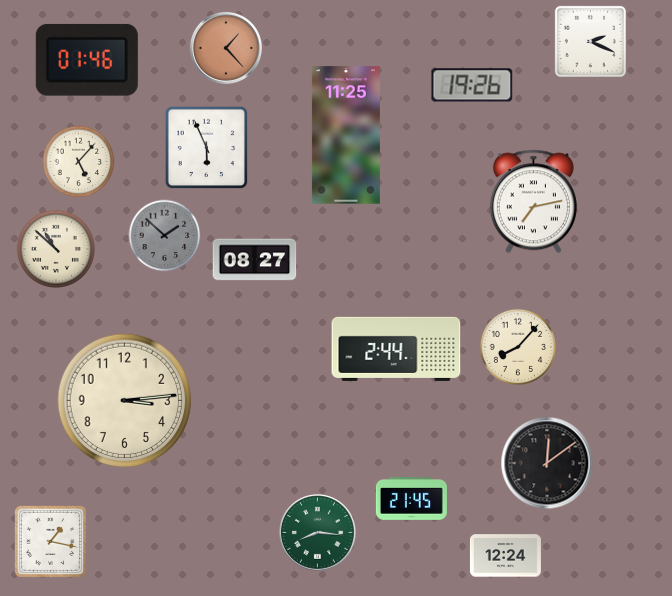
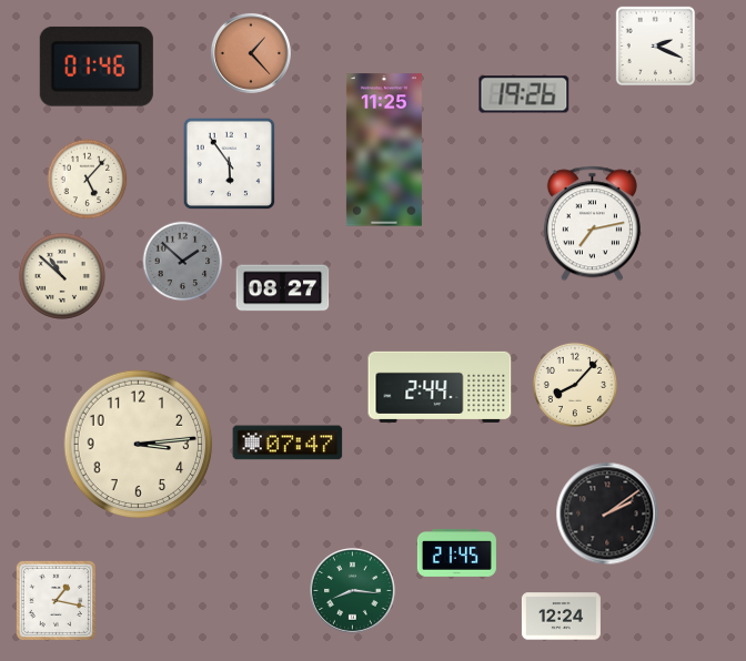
clock at (207, 148): 5:56 -> 5:54
clock at (288, 443): none -> 07:47
clock at (547, 463): 12:09 -> 2:09
